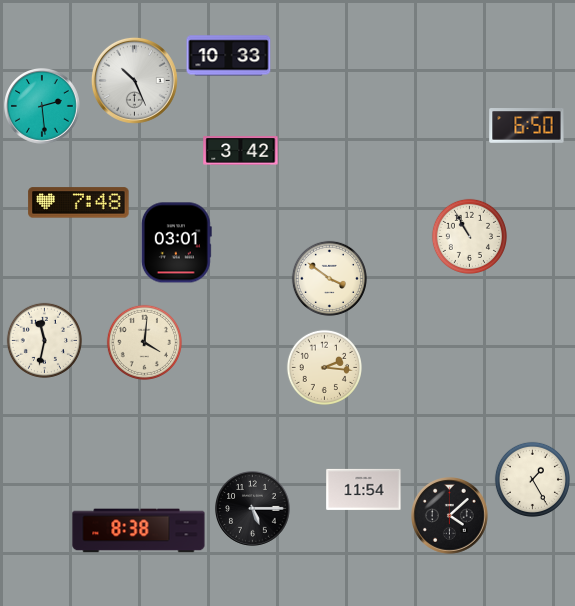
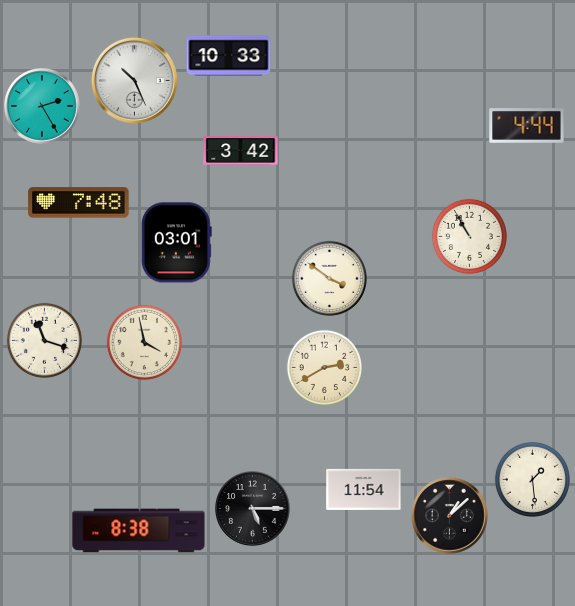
clock at (43, 107): 2:29 -> 2:25
clock at (527, 126): 6:50 -> 4:44
clock at (44, 340): 11:32 -> 11:18
clock at (144, 342): 4:01 -> 3:58
clock at (324, 367): 2:16 -> 2:40
clock at (532, 479): 1:25 -> 1:29
clock at (450, 516): 4:08 -> 1:08
